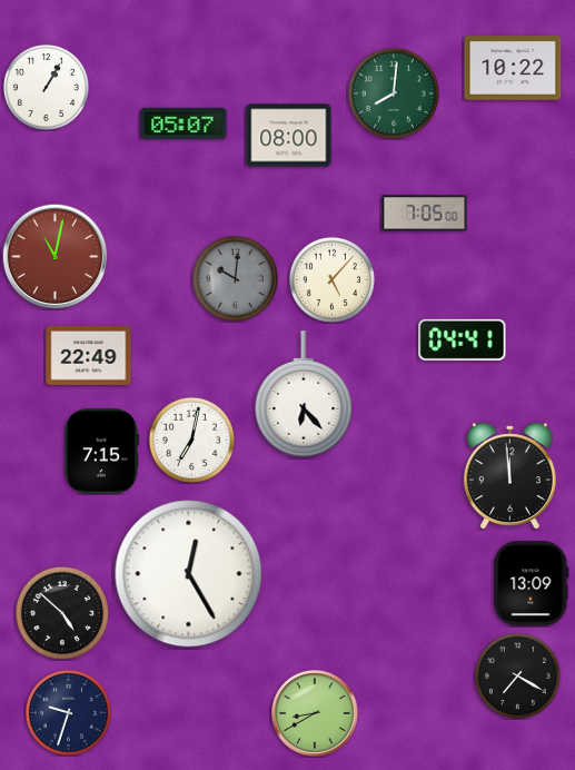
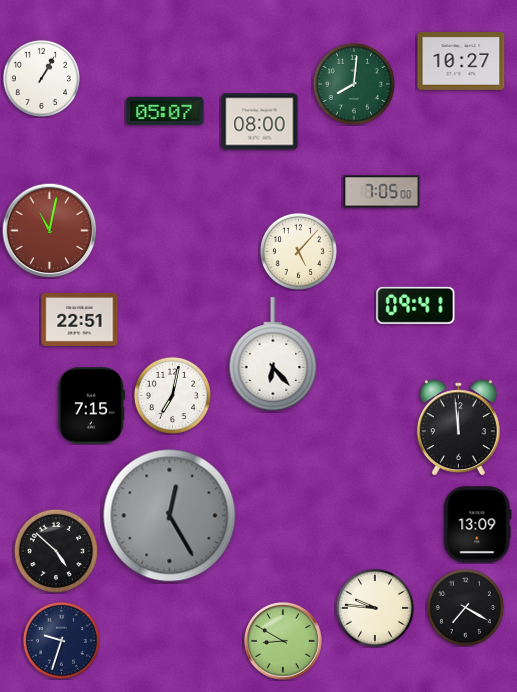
clock at (513, 69): 10:22 -> 10:27
clock at (235, 278): 10:01 -> none
clock at (463, 339): 04:41 -> 09:41
clock at (89, 355): 22:49 -> 22:51
clock at (189, 574) dial: white -> grey
clock at (375, 608): none -> 9:46
clock at (316, 714): 8:40 -> 8:50
